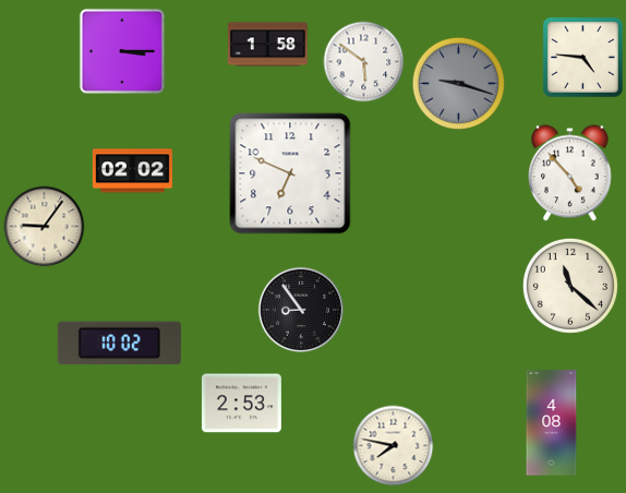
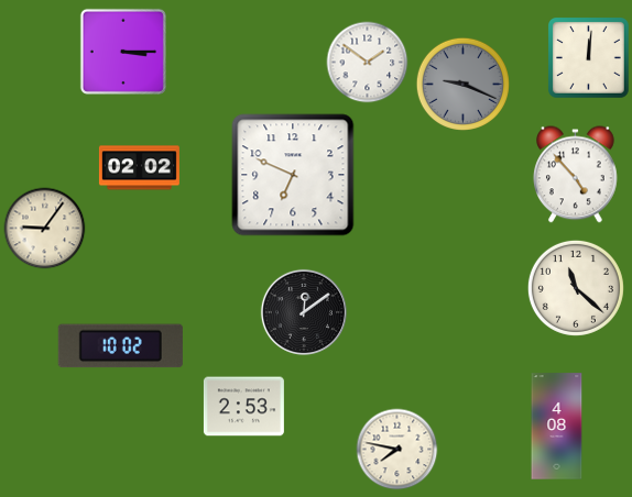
clock at (267, 45): 1:58 -> none
clock at (583, 58): 4:46 -> 12:01
clock at (364, 62): 5:51 -> 1:51
clock at (458, 83): 9:18 -> 9:19
clock at (132, 171) position: (132, 171) -> (139, 168)
clock at (301, 310): 8:54 -> 12:09
